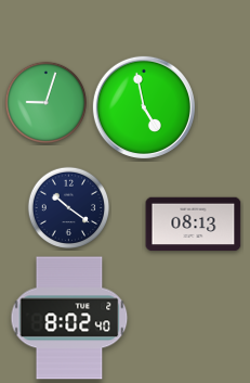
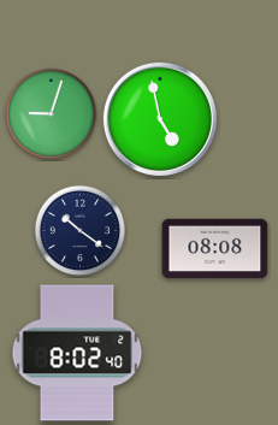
clock at (69, 208) position: (69, 208) -> (81, 231)
clock at (194, 225): 08:13 -> 08:08
